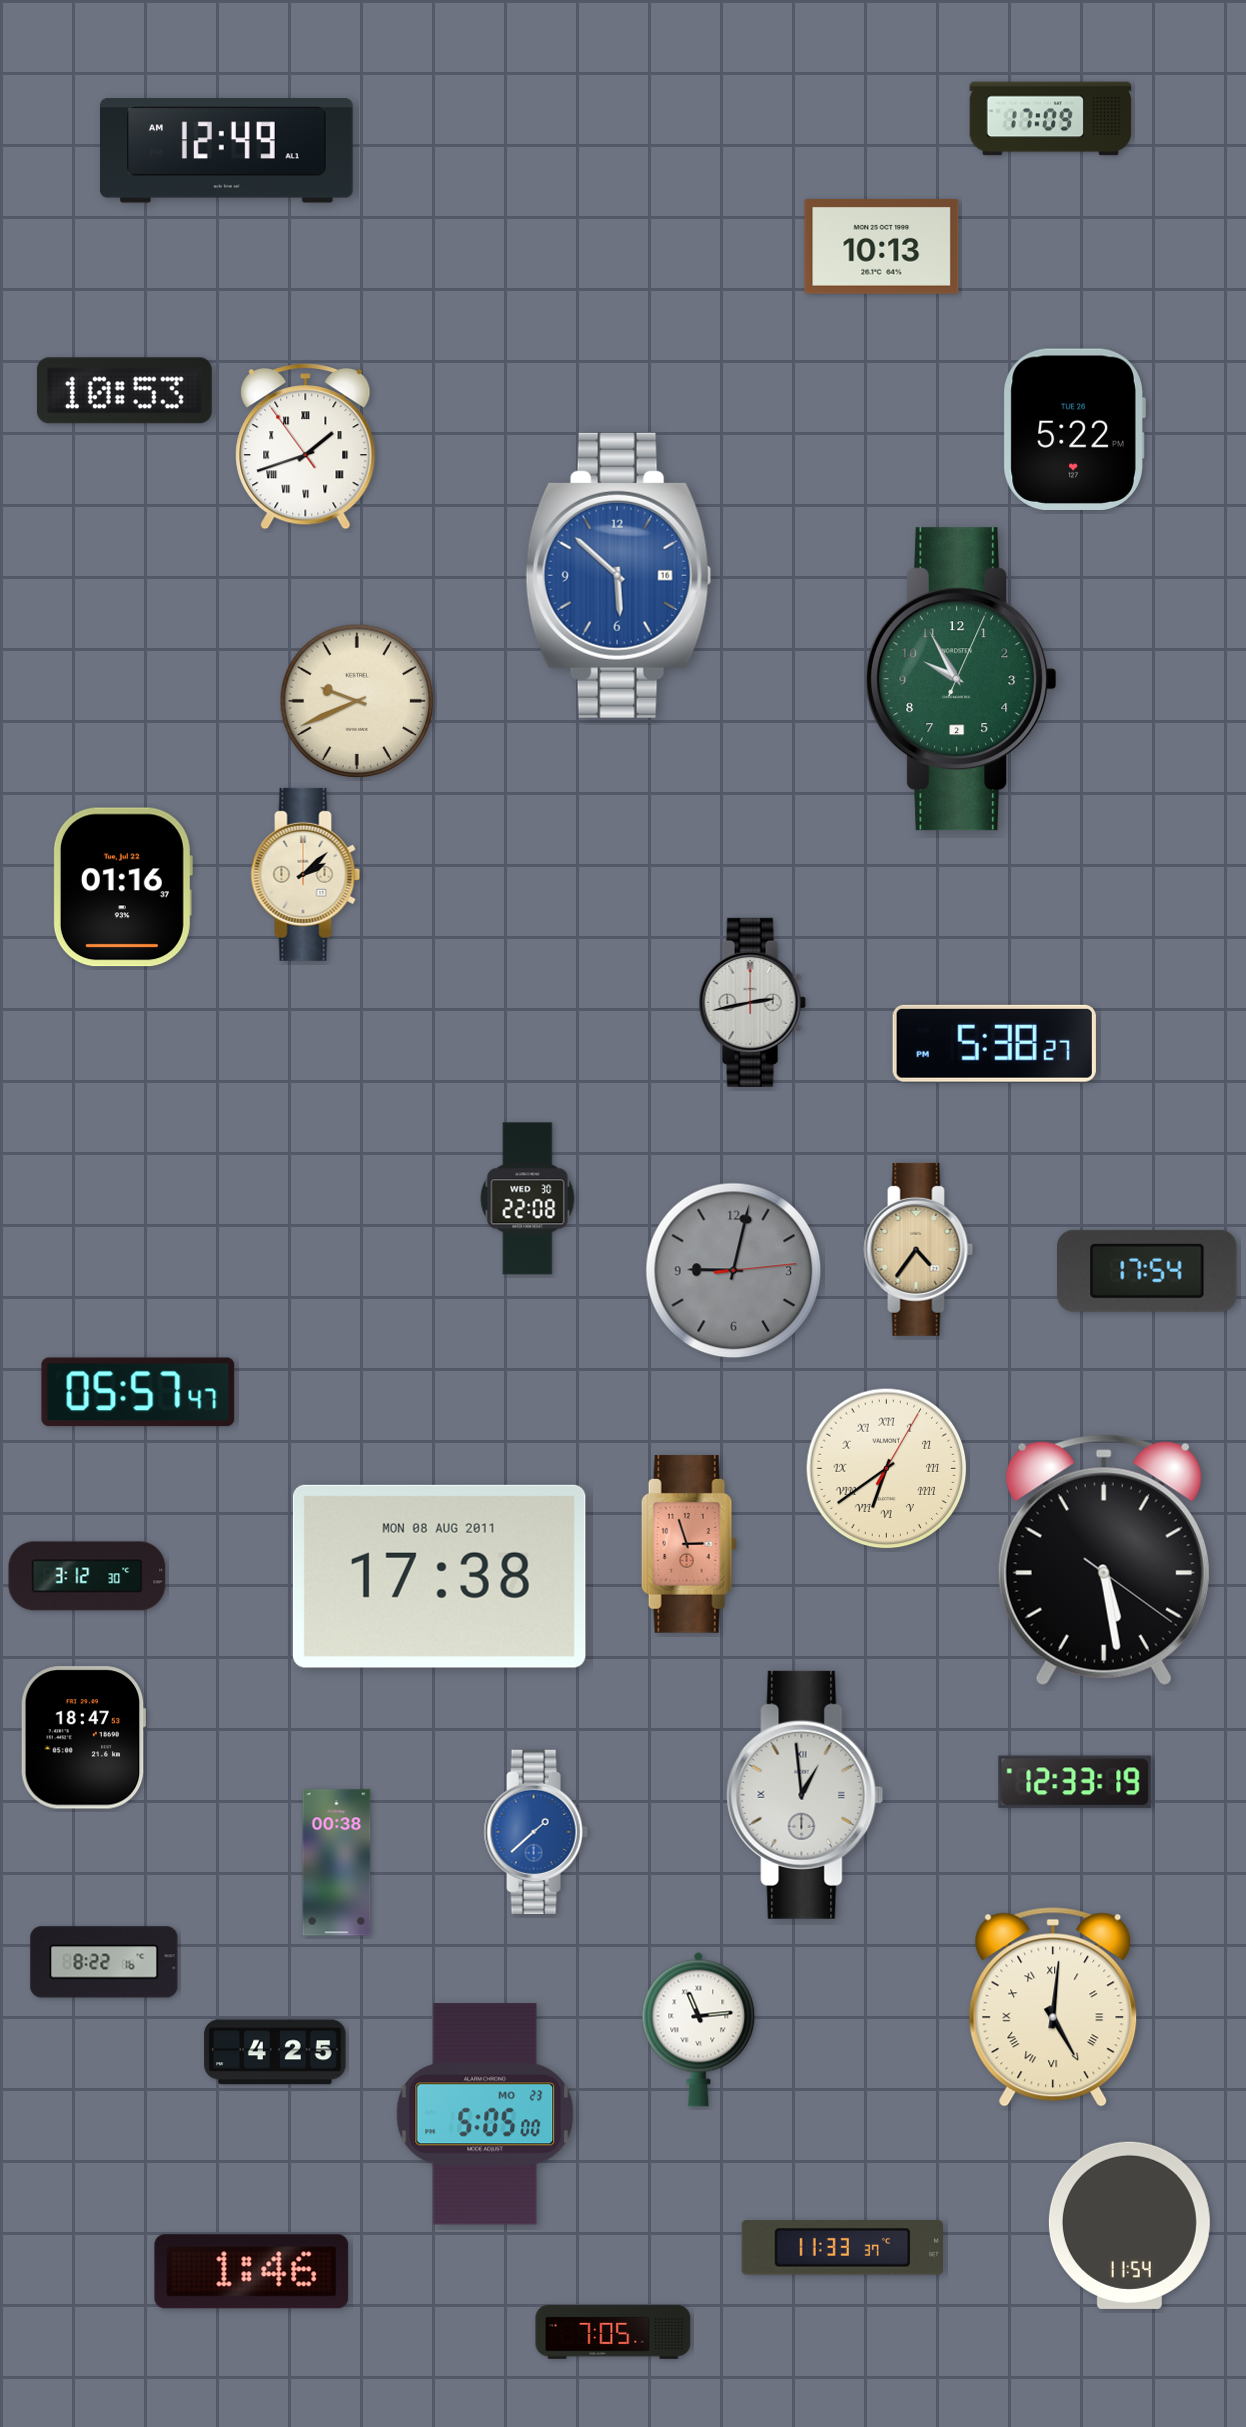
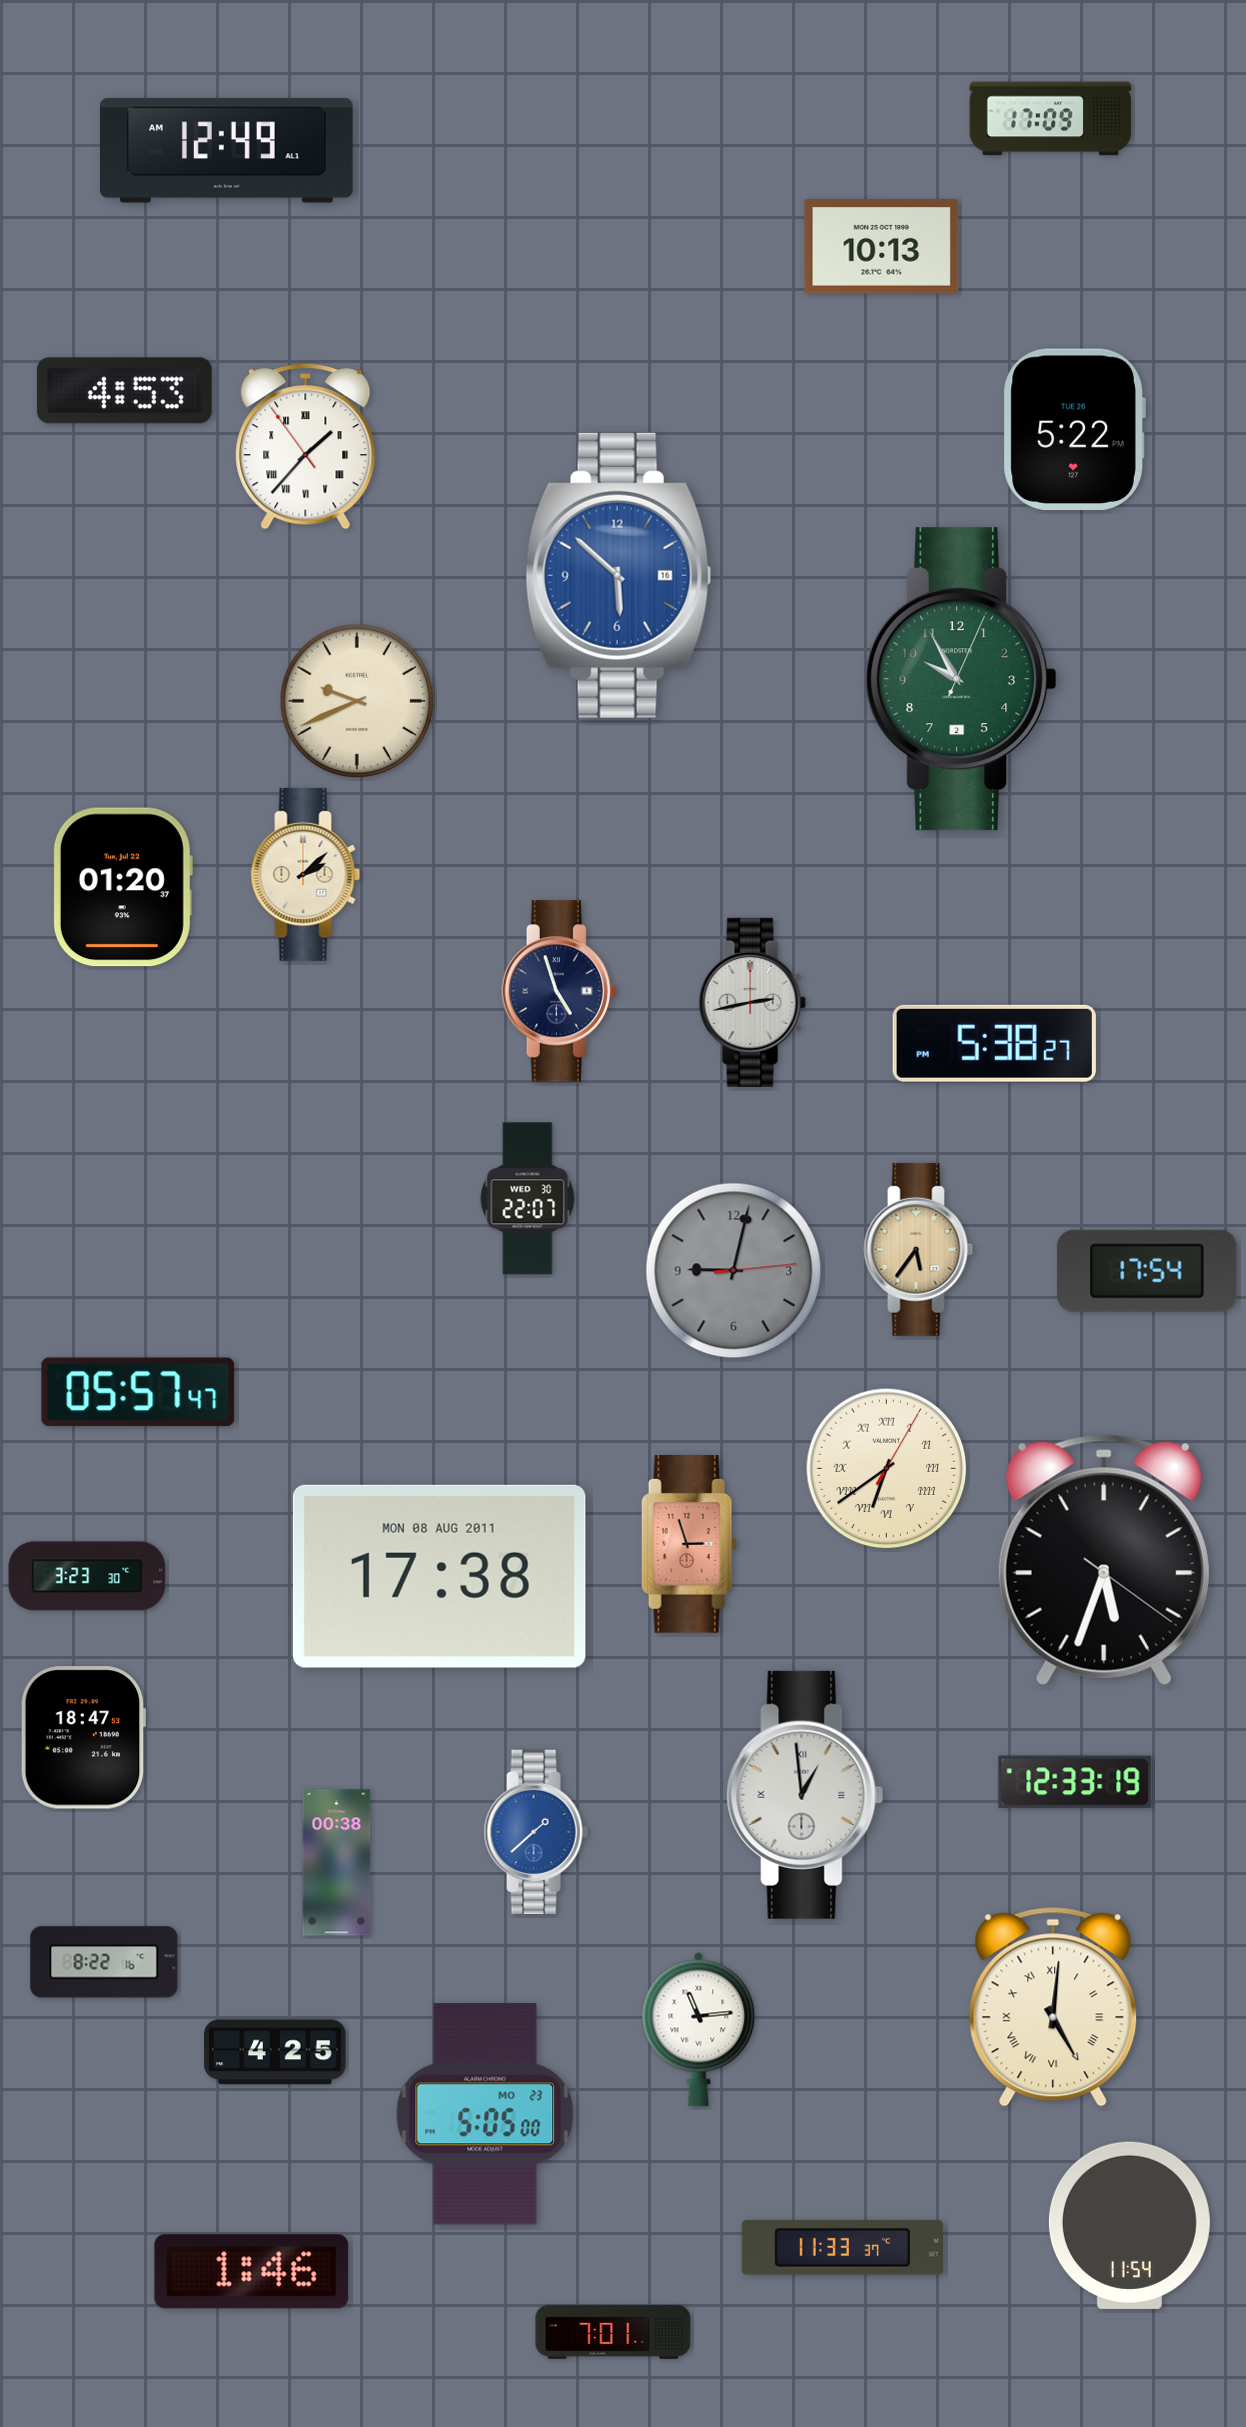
clock at (124, 391): 10:53 -> 4:53
clock at (306, 447): 1:41 -> 1:36
clock at (122, 887): 01:16 -> 01:20
clock at (559, 991): none -> 4:57
clock at (528, 1199): 22:08 -> 22:07
clock at (919, 1249): 4:36 -> 5:36
clock at (1104, 1560): 5:28 -> 5:33
clock at (87, 1576): 3:12 -> 3:23
clock at (613, 2332): 7:05 -> 7:01
